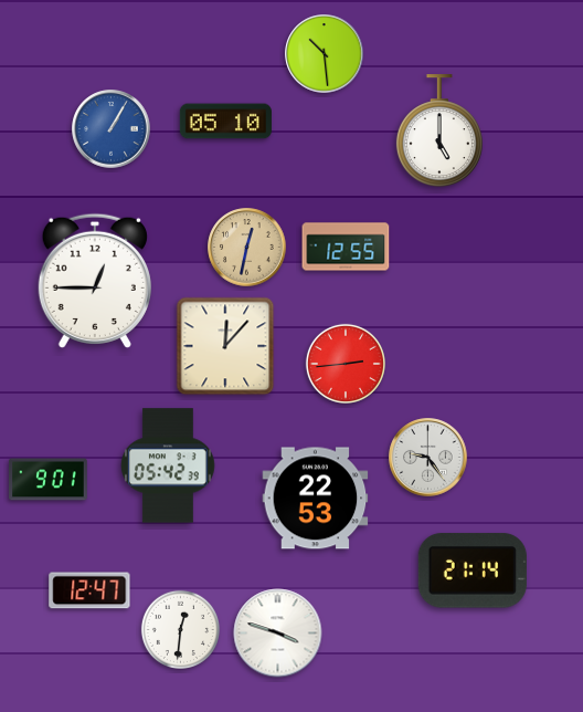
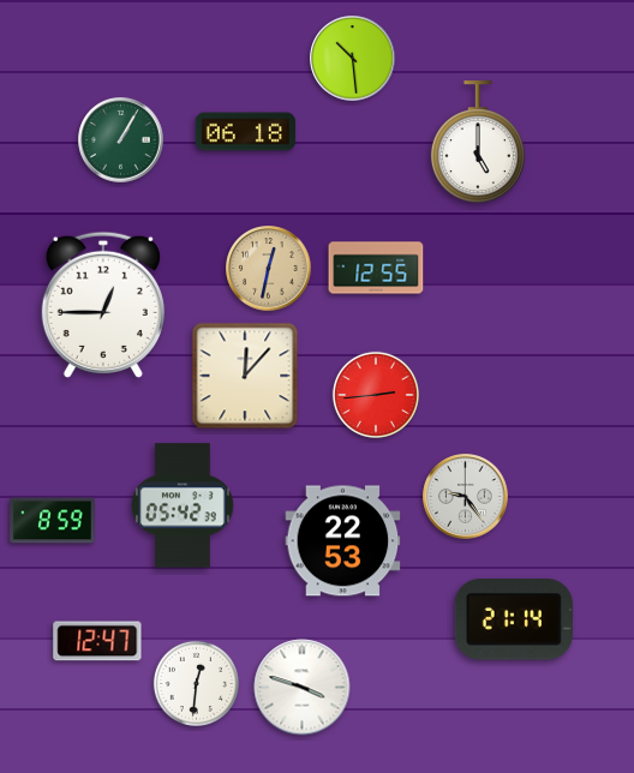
clock at (225, 122): 05:10 -> 06:18
clock at (112, 129) dial: blue -> green
clock at (49, 480): 9:01 -> 8:59
